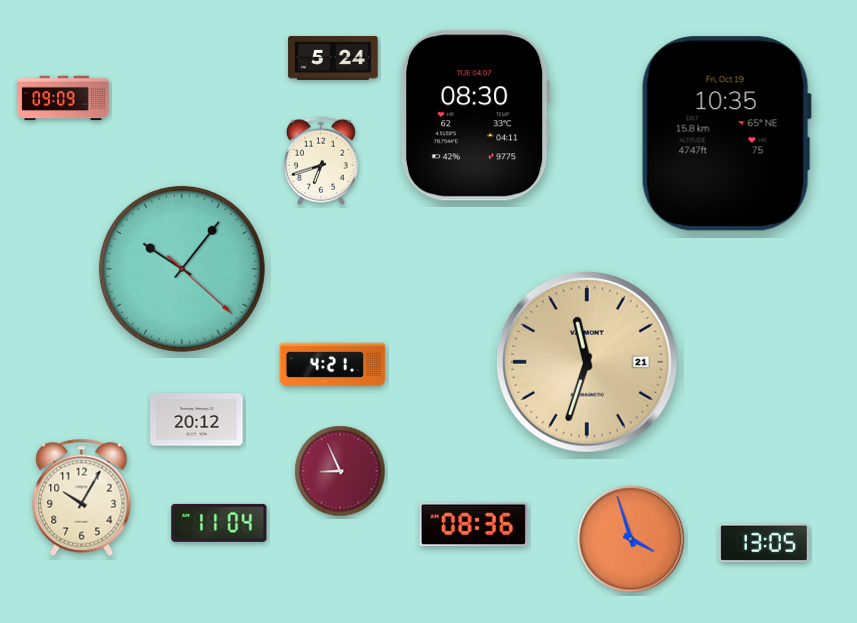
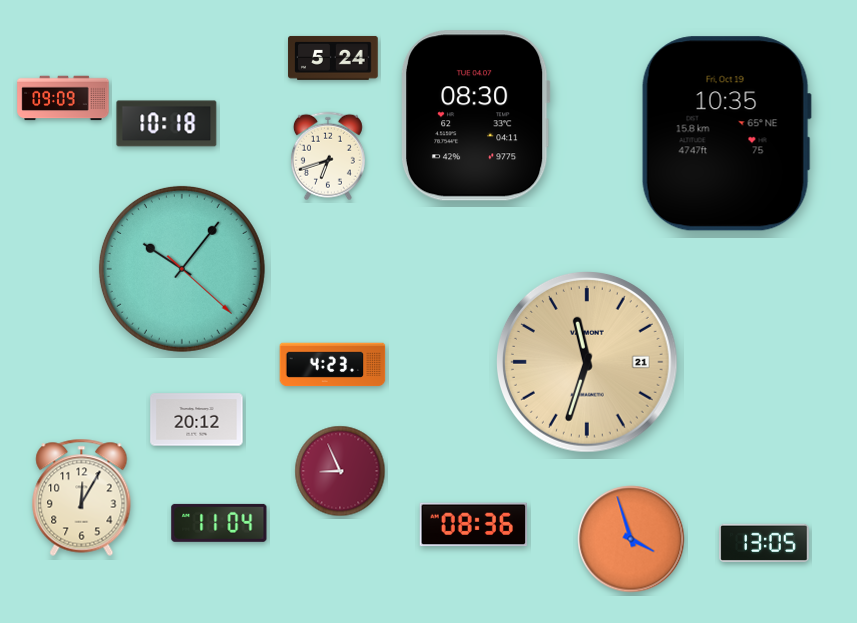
clock at (167, 124): none -> 10:18
clock at (321, 161) position: (321, 161) -> (328, 156)
clock at (333, 365): 4:21 -> 4:23
clock at (82, 497): 10:05 -> 12:05
